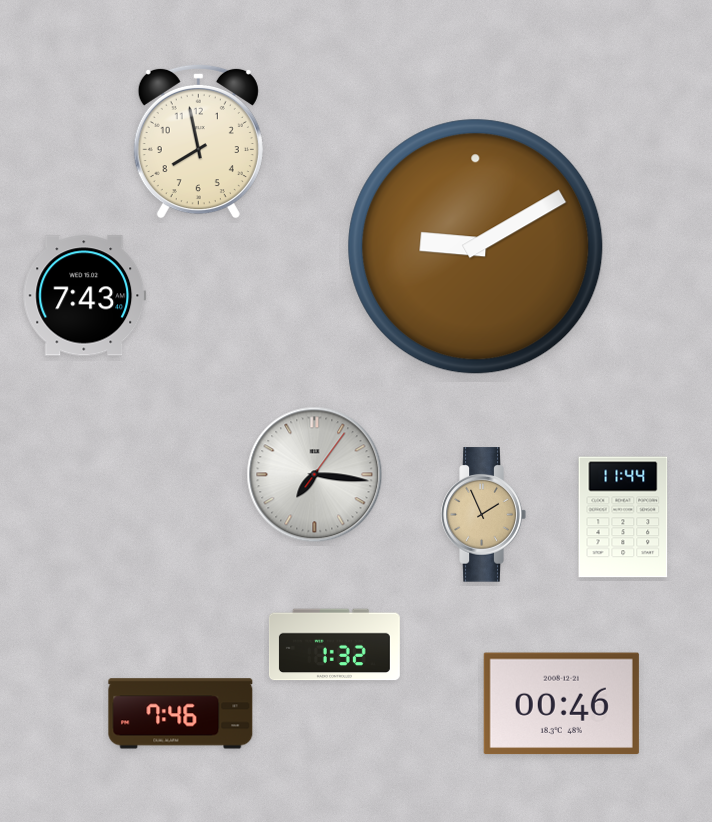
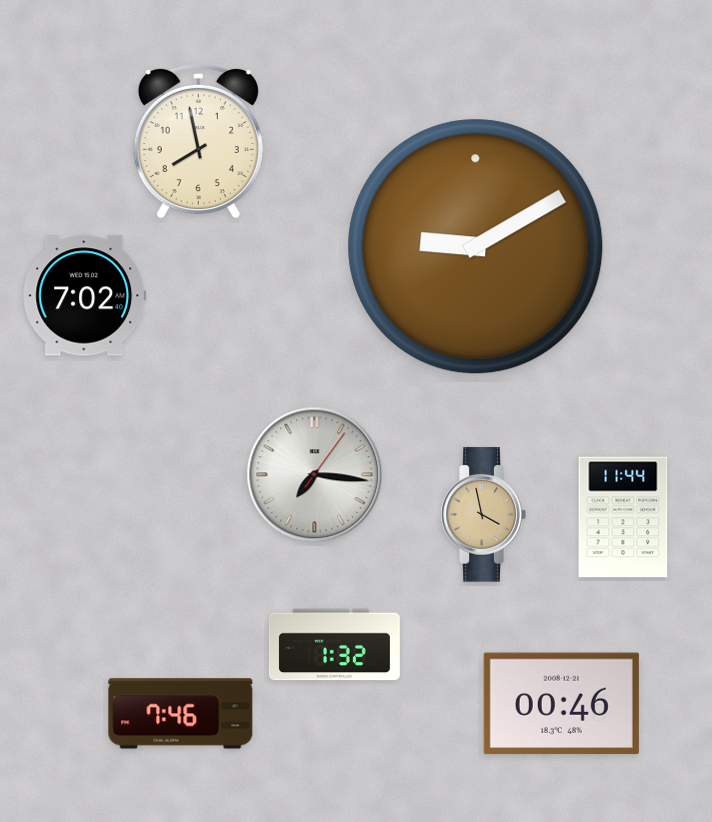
clock at (85, 296): 7:43 -> 7:02
clock at (483, 515): 1:56 -> 3:58
